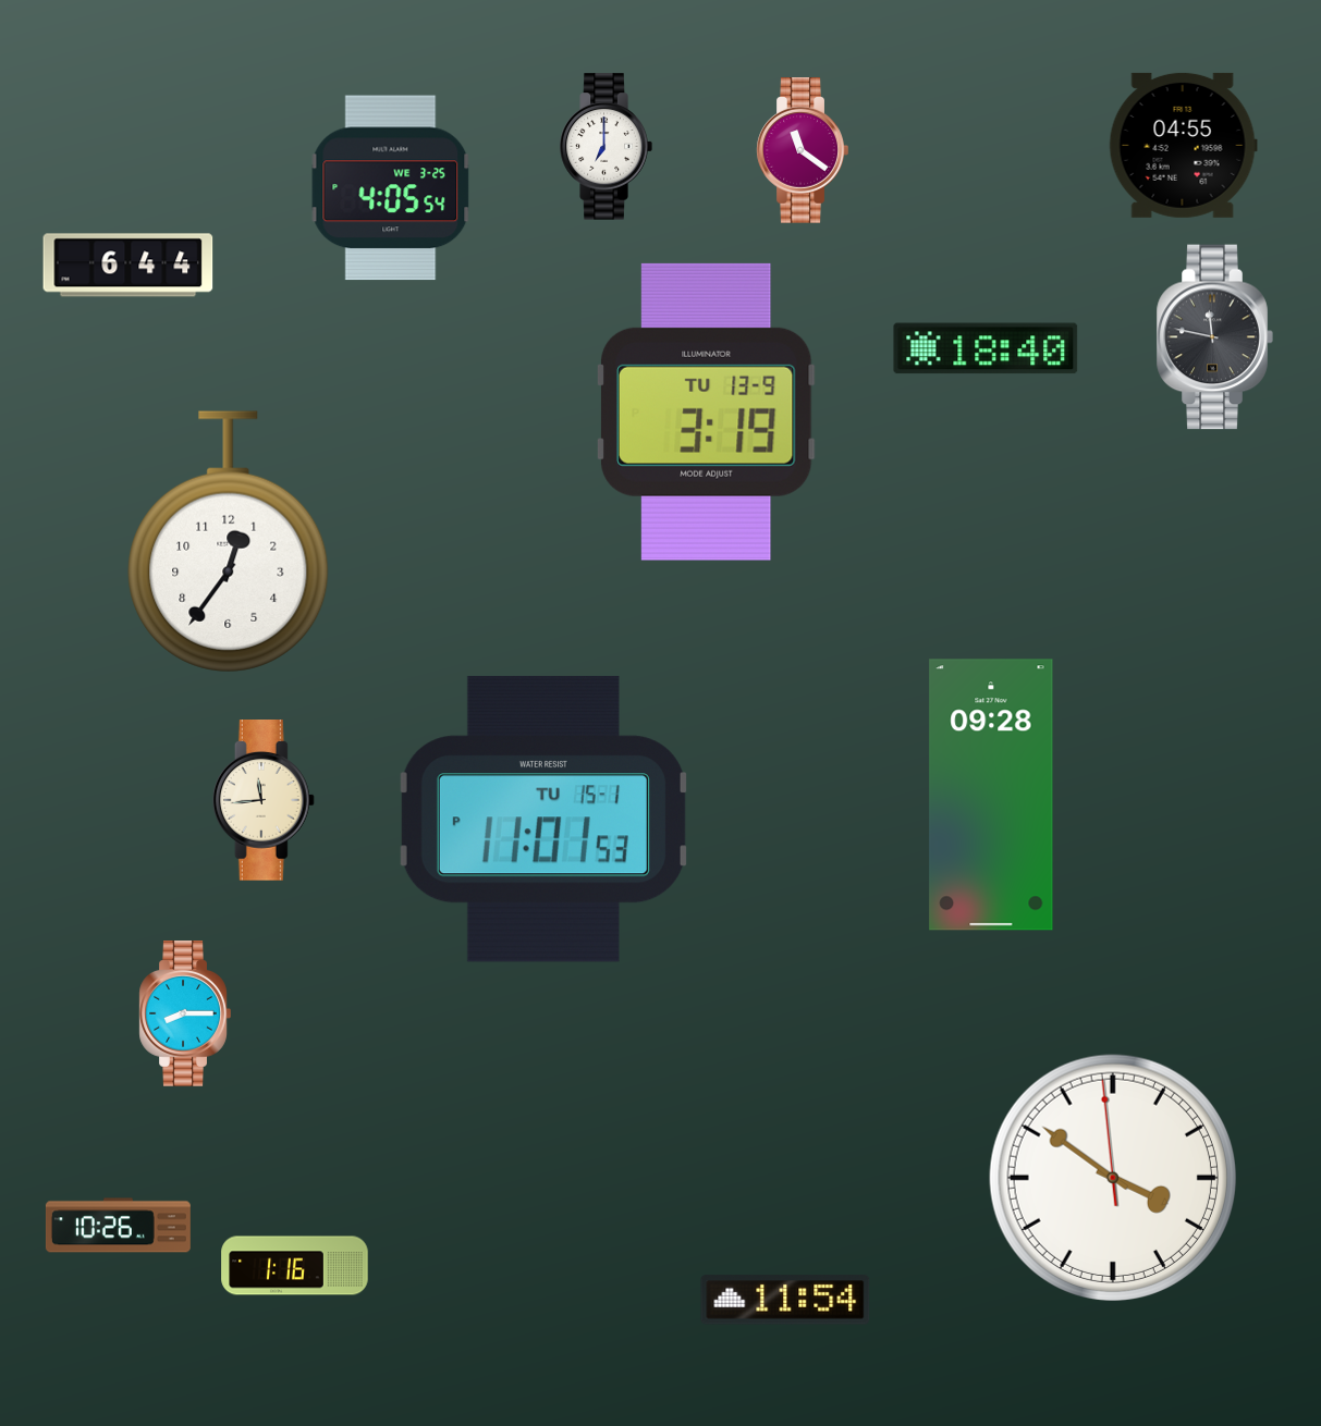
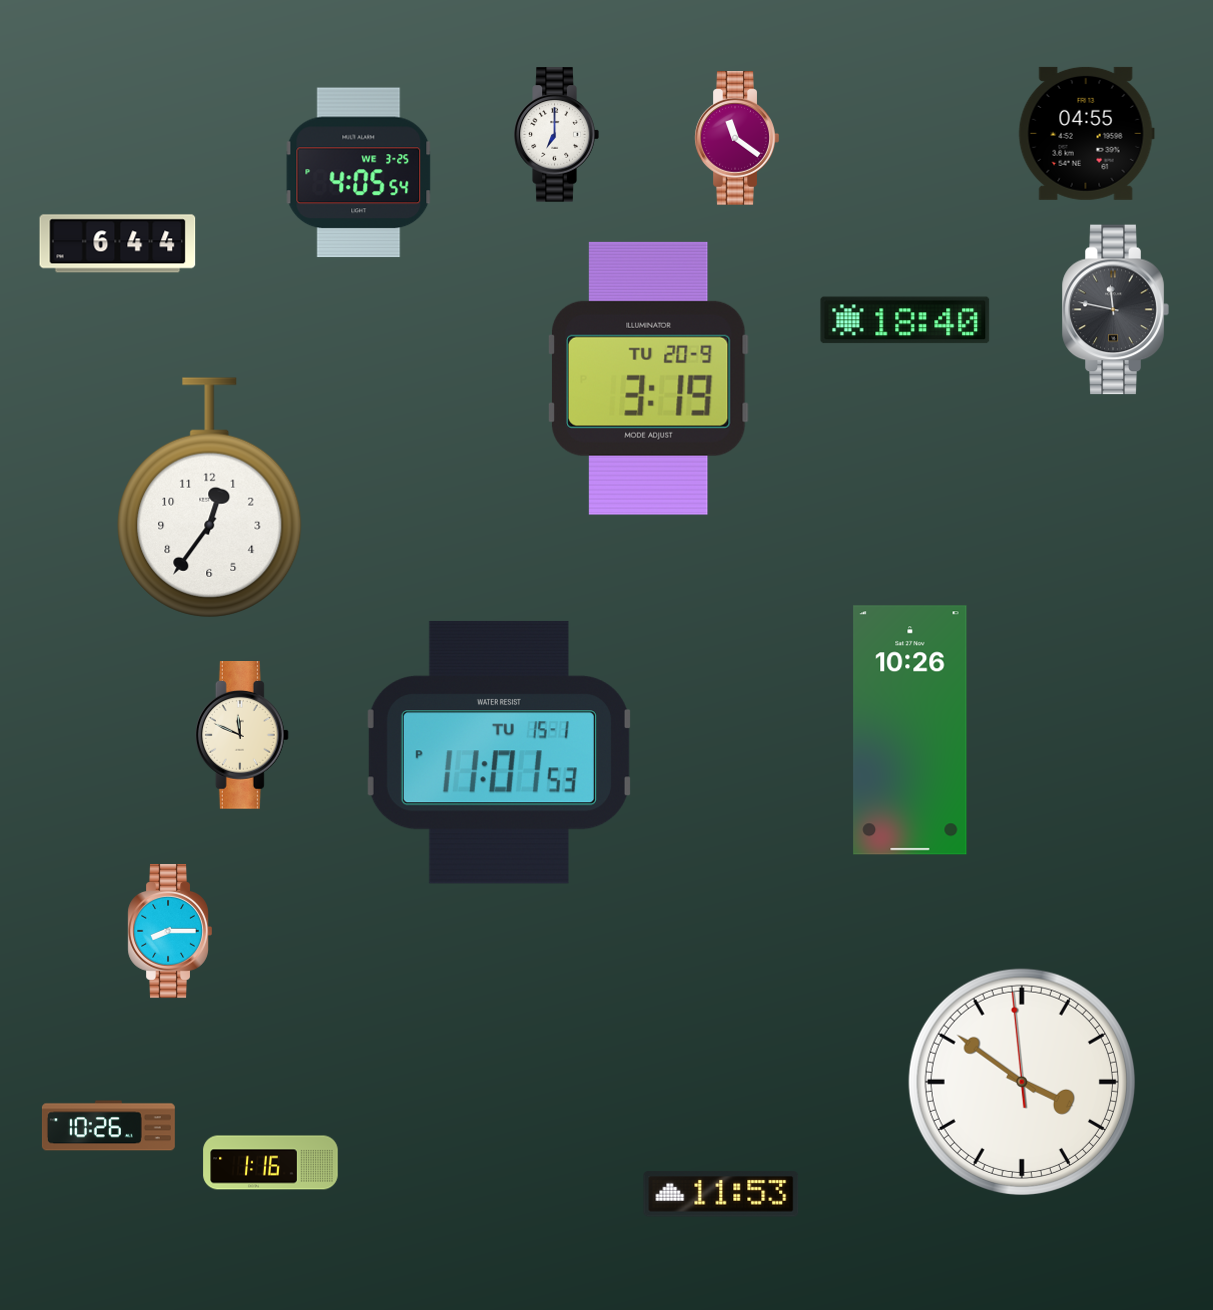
clock at (706, 411) date: TU 13-9 -> TU 20-9
clock at (991, 795): 09:28 -> 10:26
clock at (264, 801): 11:44 -> 11:49
clock at (785, 1300): 11:54 -> 11:53
